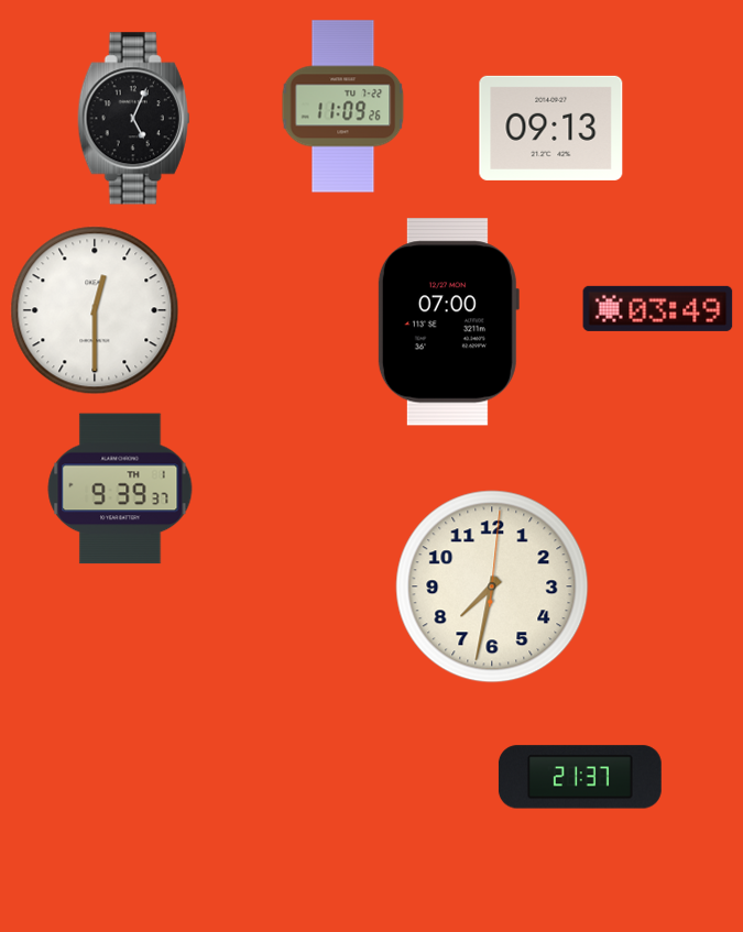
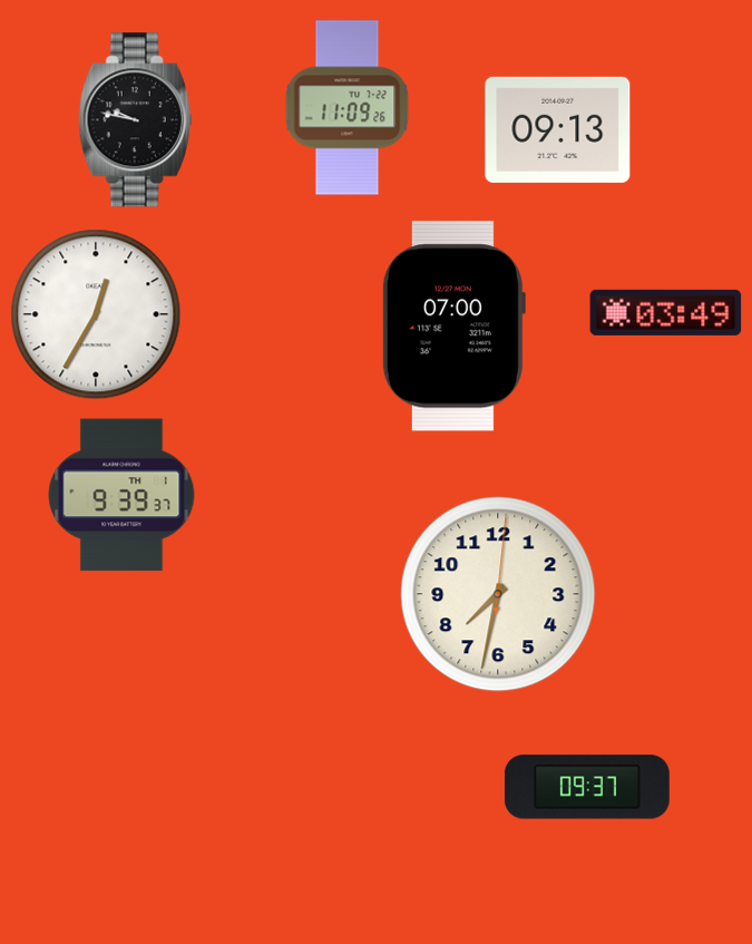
clock at (134, 119): 5:04 -> 9:47
clock at (95, 310): 12:30 -> 12:35
clock at (580, 777): 21:37 -> 09:37
